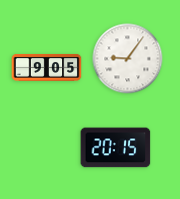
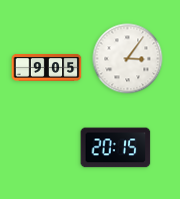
clock at (128, 59): 9:06 -> 3:06
